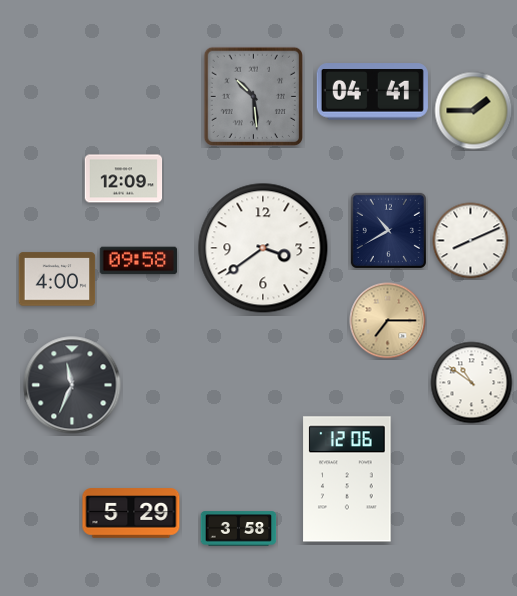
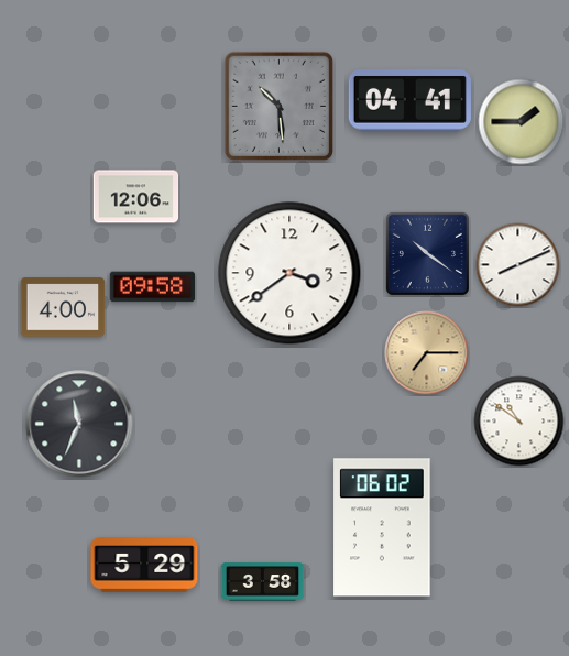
clock at (124, 179): 12:09 -> 12:06
clock at (388, 230): 10:40 -> 10:21
clock at (347, 479): 12:06 -> 06:02
